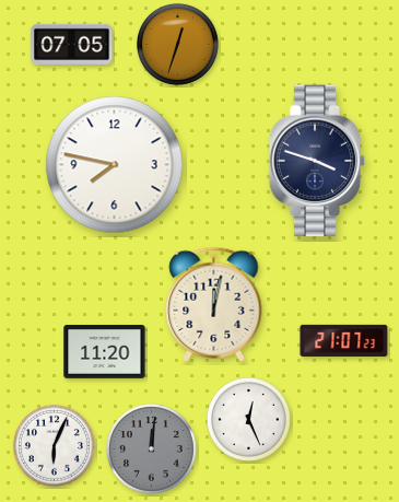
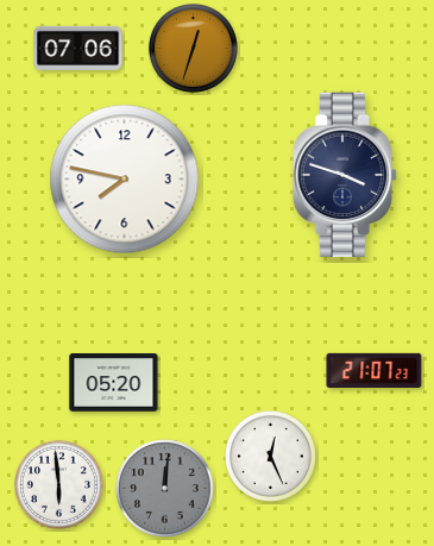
clock at (72, 44): 07:05 -> 07:06
clock at (214, 304): 12:02 -> none
clock at (105, 352): 11:20 -> 05:20
clock at (54, 445): 6:04 -> 5:59
